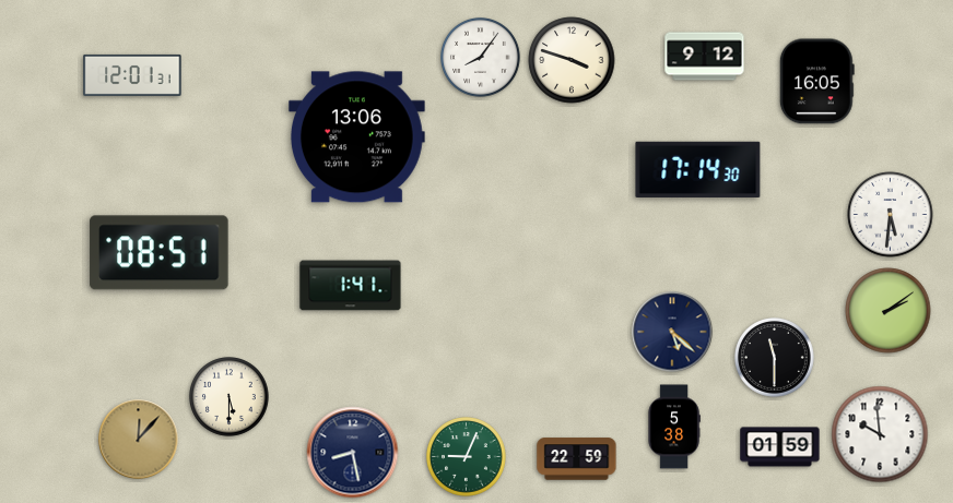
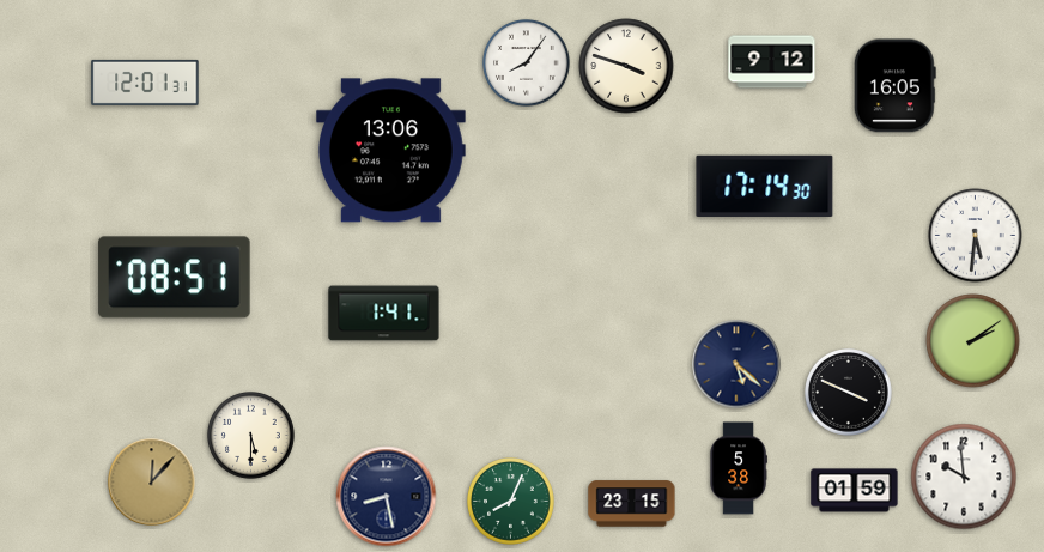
clock at (816, 82) position: (816, 82) -> (894, 86)
clock at (775, 358): 11:30 -> 3:49
clock at (467, 457): 9:04 -> 8:04
clock at (577, 459): 22:59 -> 23:15
